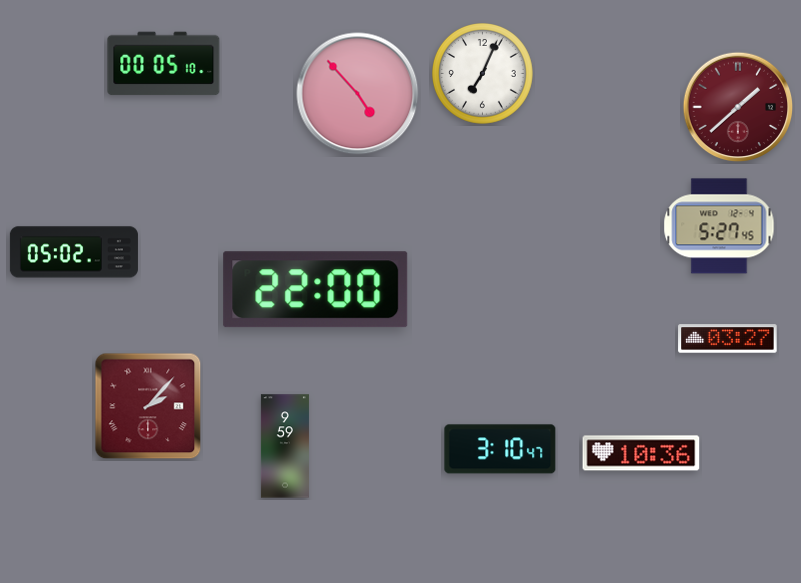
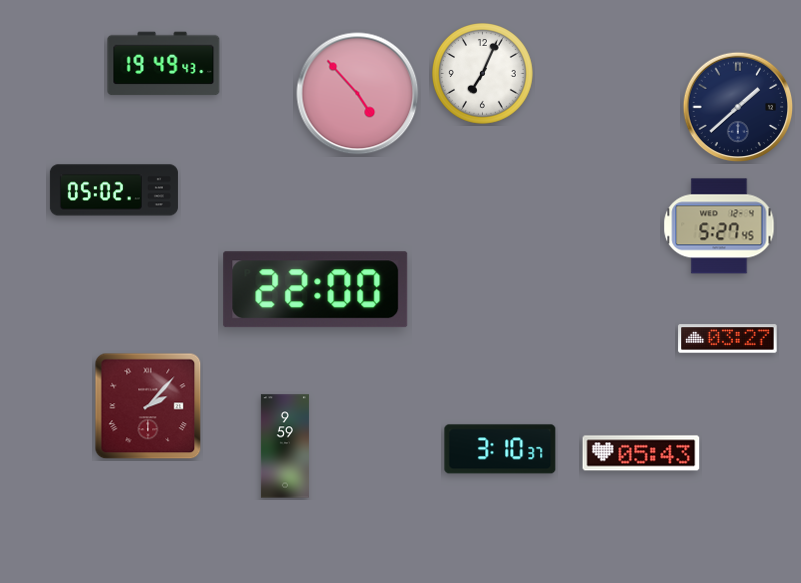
clock at (164, 64): 00:05 -> 19:49
clock at (738, 107) dial: burgundy -> navy
clock at (74, 252) position: (74, 252) -> (114, 190)
clock at (500, 449): 3:10:47 -> 3:10:37
clock at (641, 453): 10:36 -> 05:43
